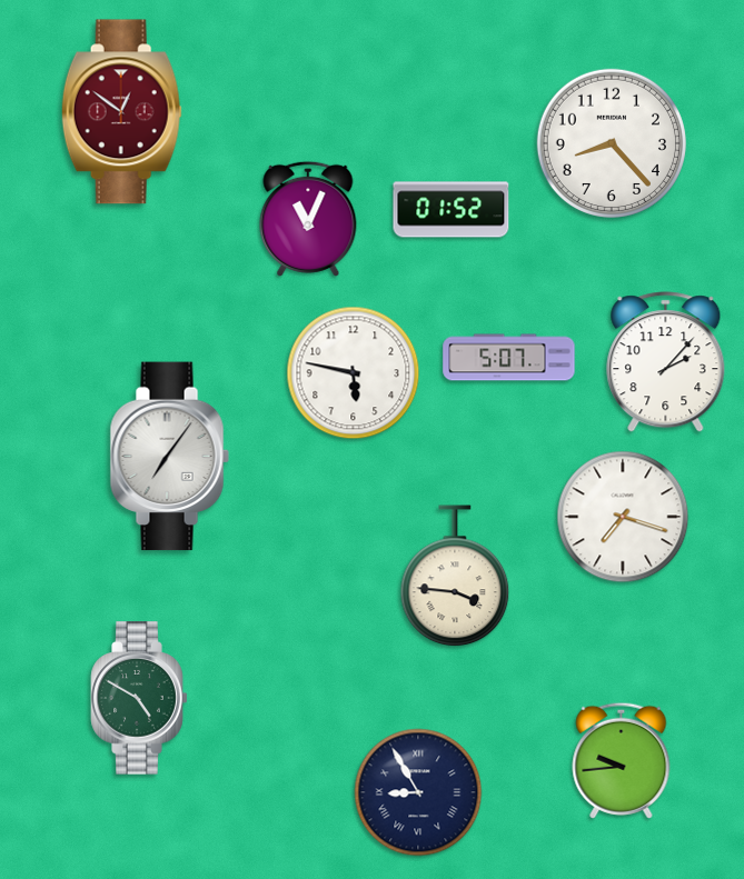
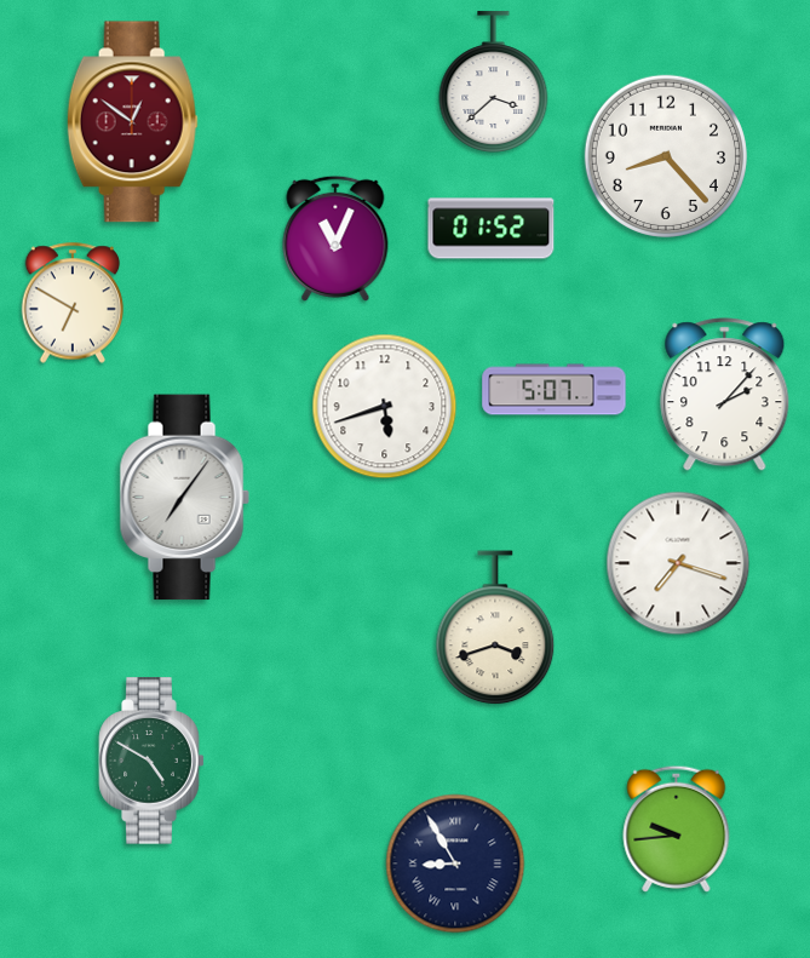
clock at (494, 82): none -> 3:38
clock at (73, 303): none -> 6:50
clock at (354, 373): 5:47 -> 5:42
clock at (455, 577): 3:46 -> 3:42
